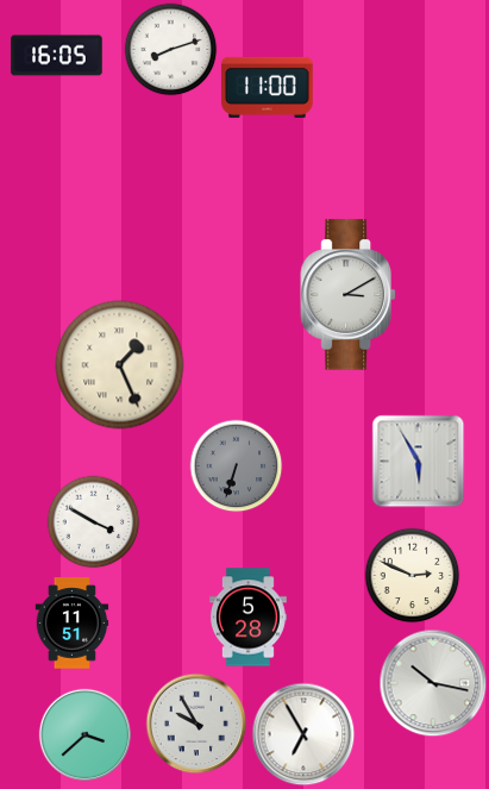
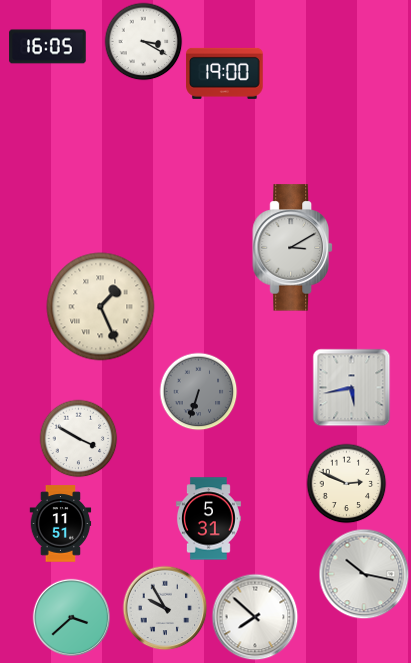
clock at (170, 49): 8:12 -> 3:20
clock at (268, 87): 11:00 -> 19:00
clock at (418, 461): 5:55 -> 5:43
clock at (247, 618): 5:28 -> 5:31
clock at (303, 734): 6:55 -> 7:52
